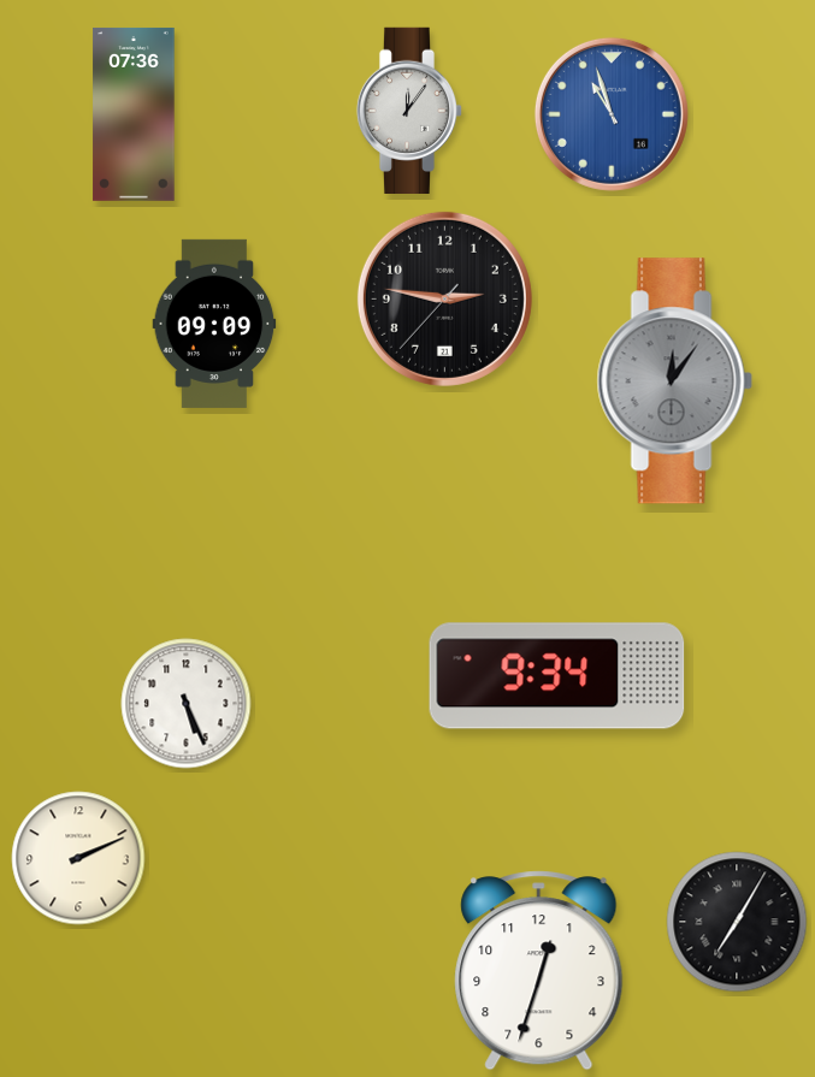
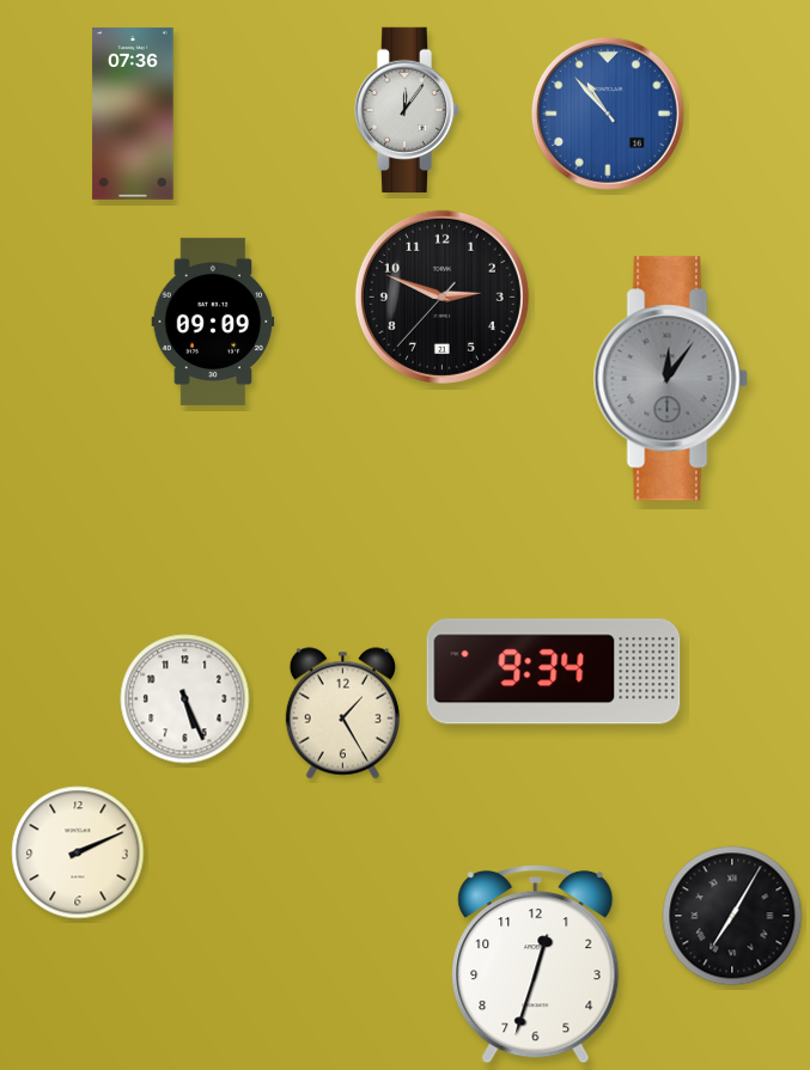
clock at (612, 114): 10:57 -> 10:53
clock at (444, 298): 2:46 -> 2:48
clock at (342, 714): none -> 1:25
